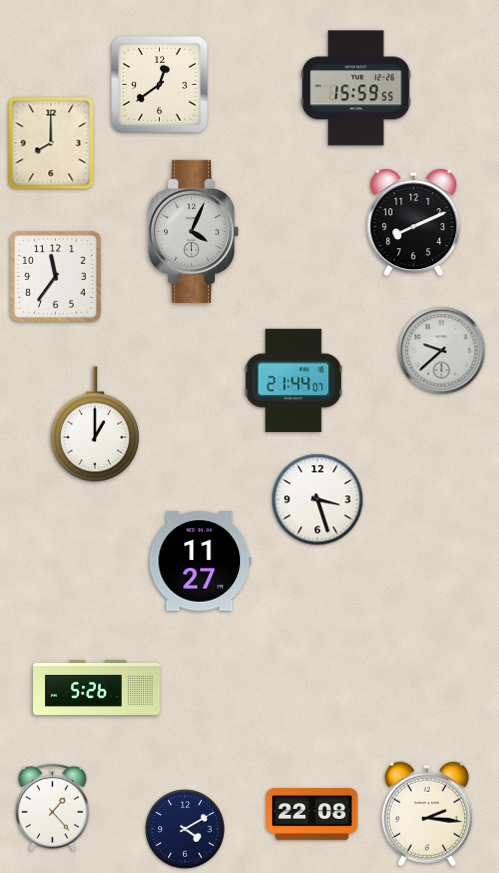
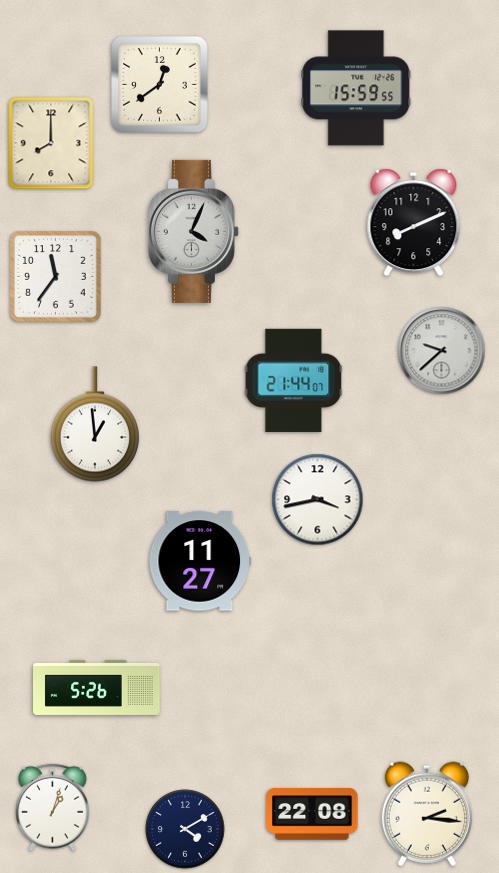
clock at (95, 424): 1:00 -> 12:59
clock at (318, 500): 3:27 -> 3:43
clock at (53, 808): 1:23 -> 1:03
